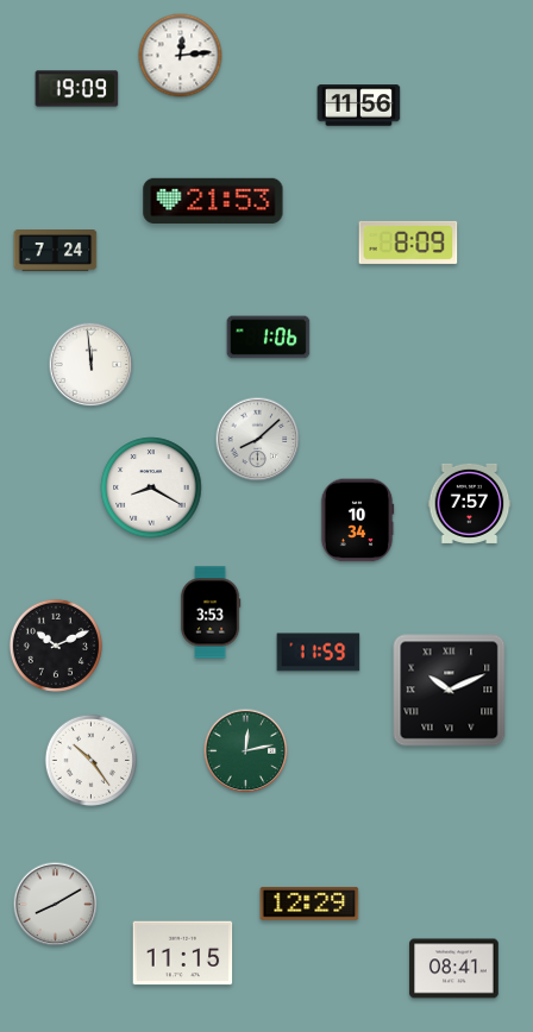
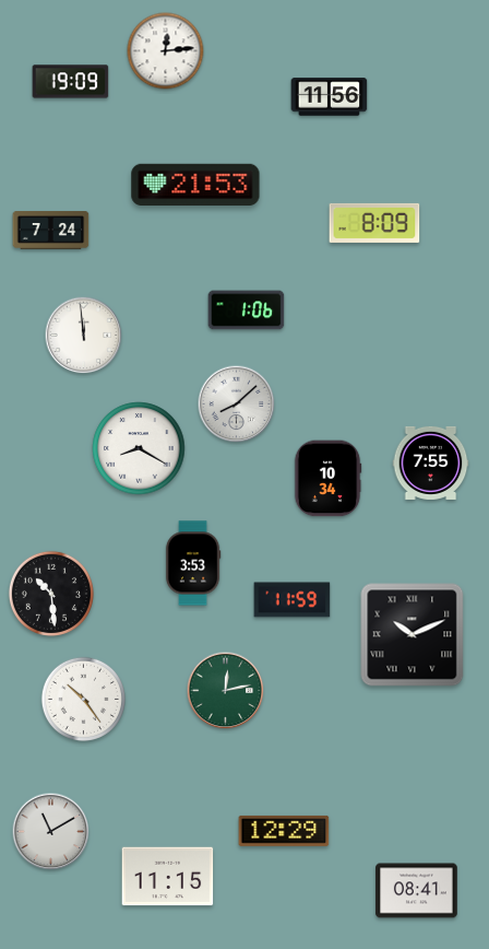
clock at (470, 503): 7:57 -> 7:55
clock at (56, 646): 10:11 -> 10:29
clock at (56, 905): 8:10 -> 11:10
